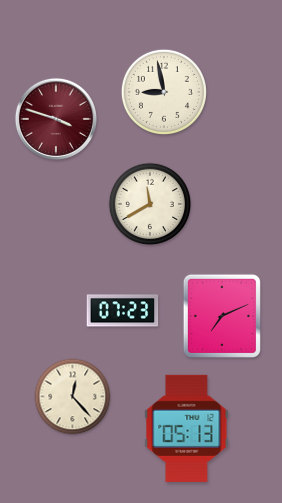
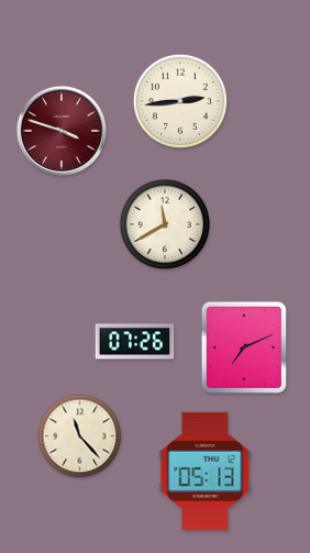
clock at (164, 92): 8:58 -> 2:44
clock at (123, 311): 07:23 -> 07:26
clock at (73, 397): 12:23 -> 11:23
